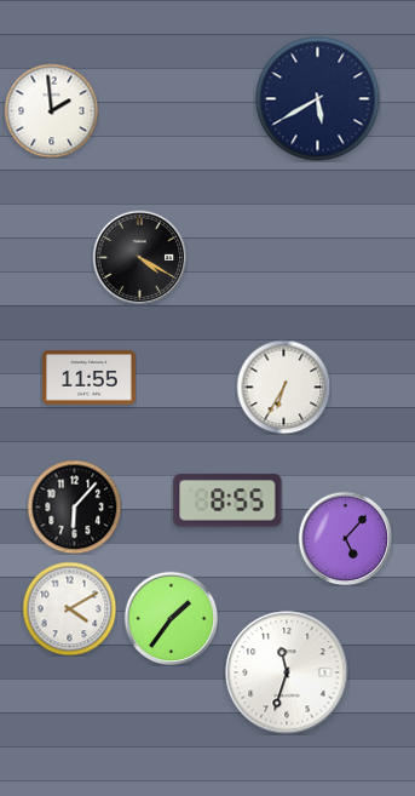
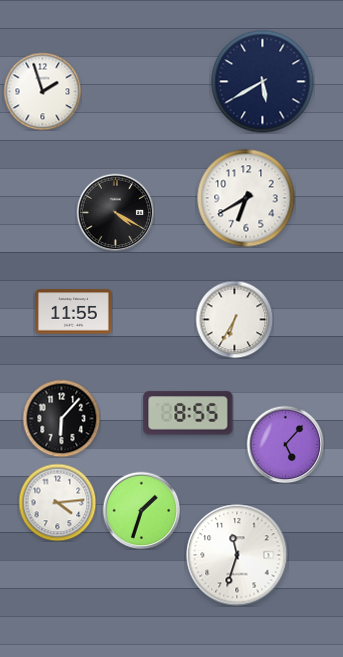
clock at (51, 110): 1:59 -> 1:57
clock at (246, 198): none -> 6:40
clock at (69, 608): 4:10 -> 4:14
clock at (171, 618): 1:36 -> 1:33
